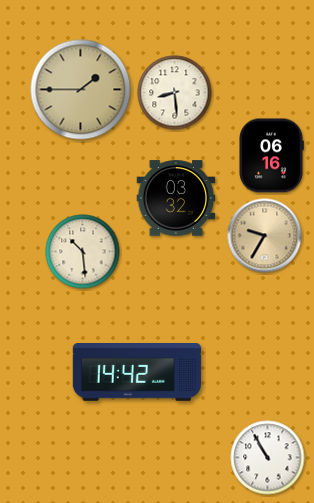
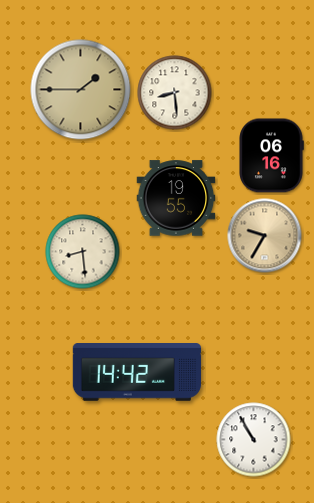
clock at (176, 198): 03:32 -> 19:55
clock at (83, 252): 10:29 -> 8:29
clock at (268, 458) position: (268, 458) -> (254, 440)
